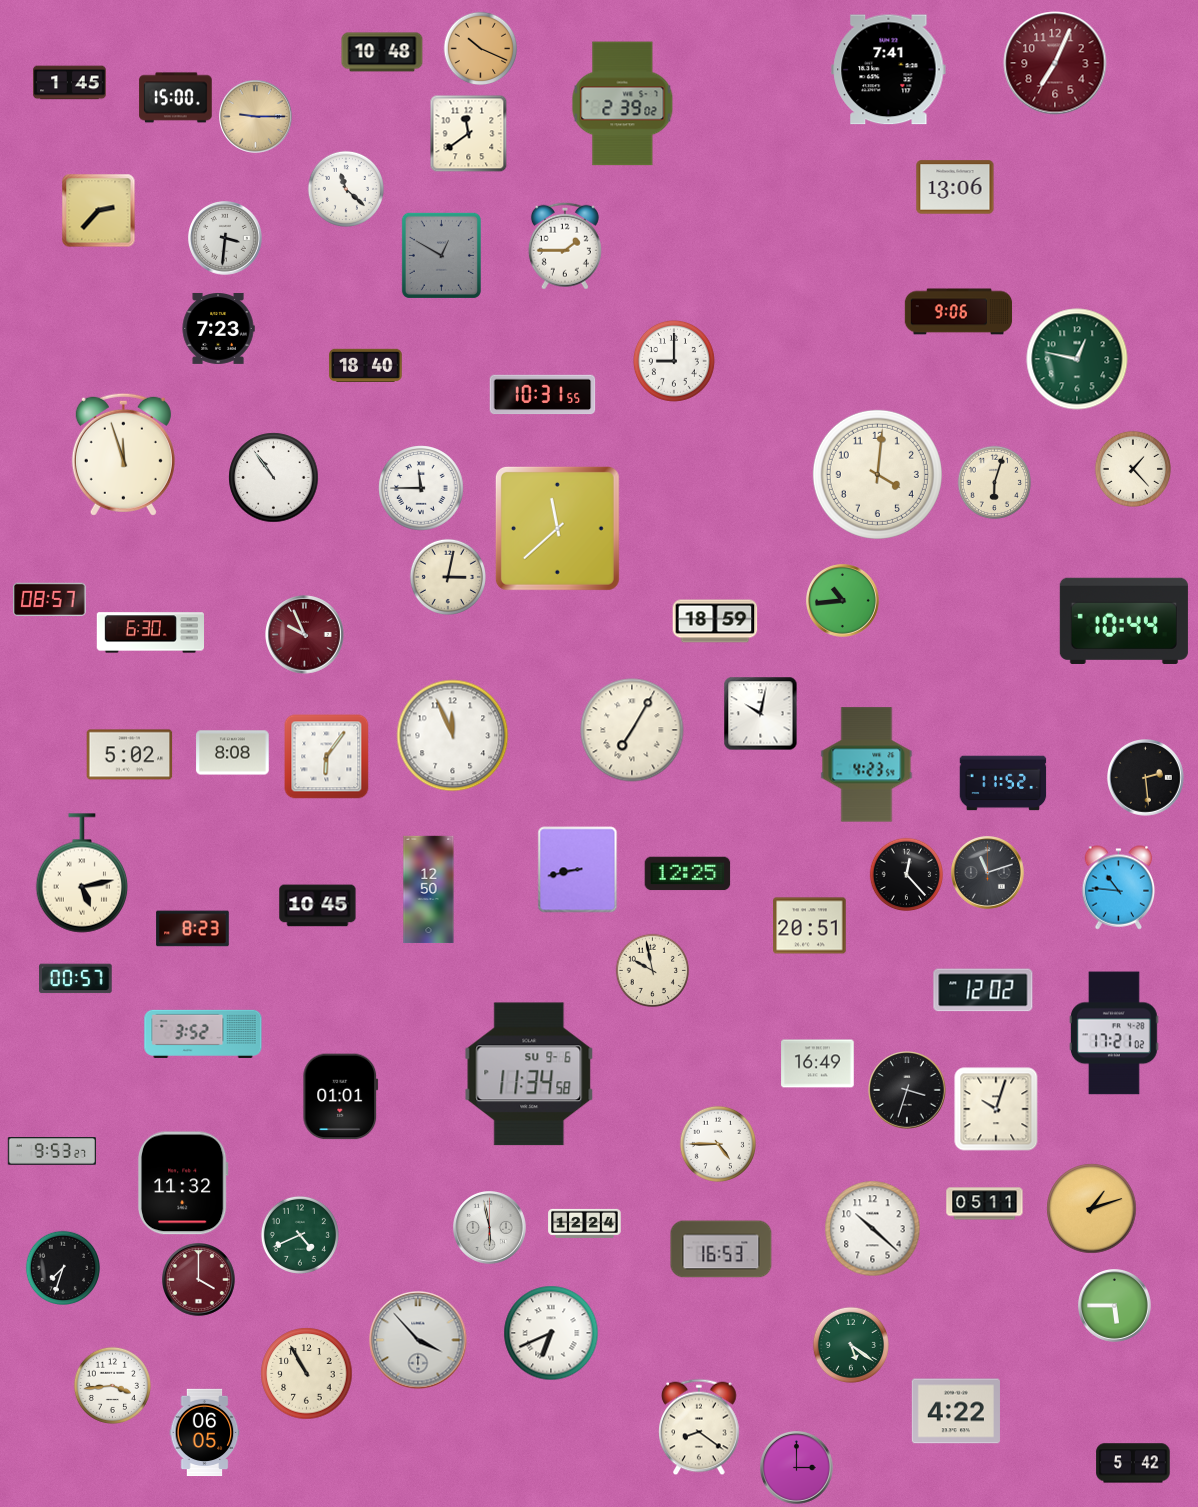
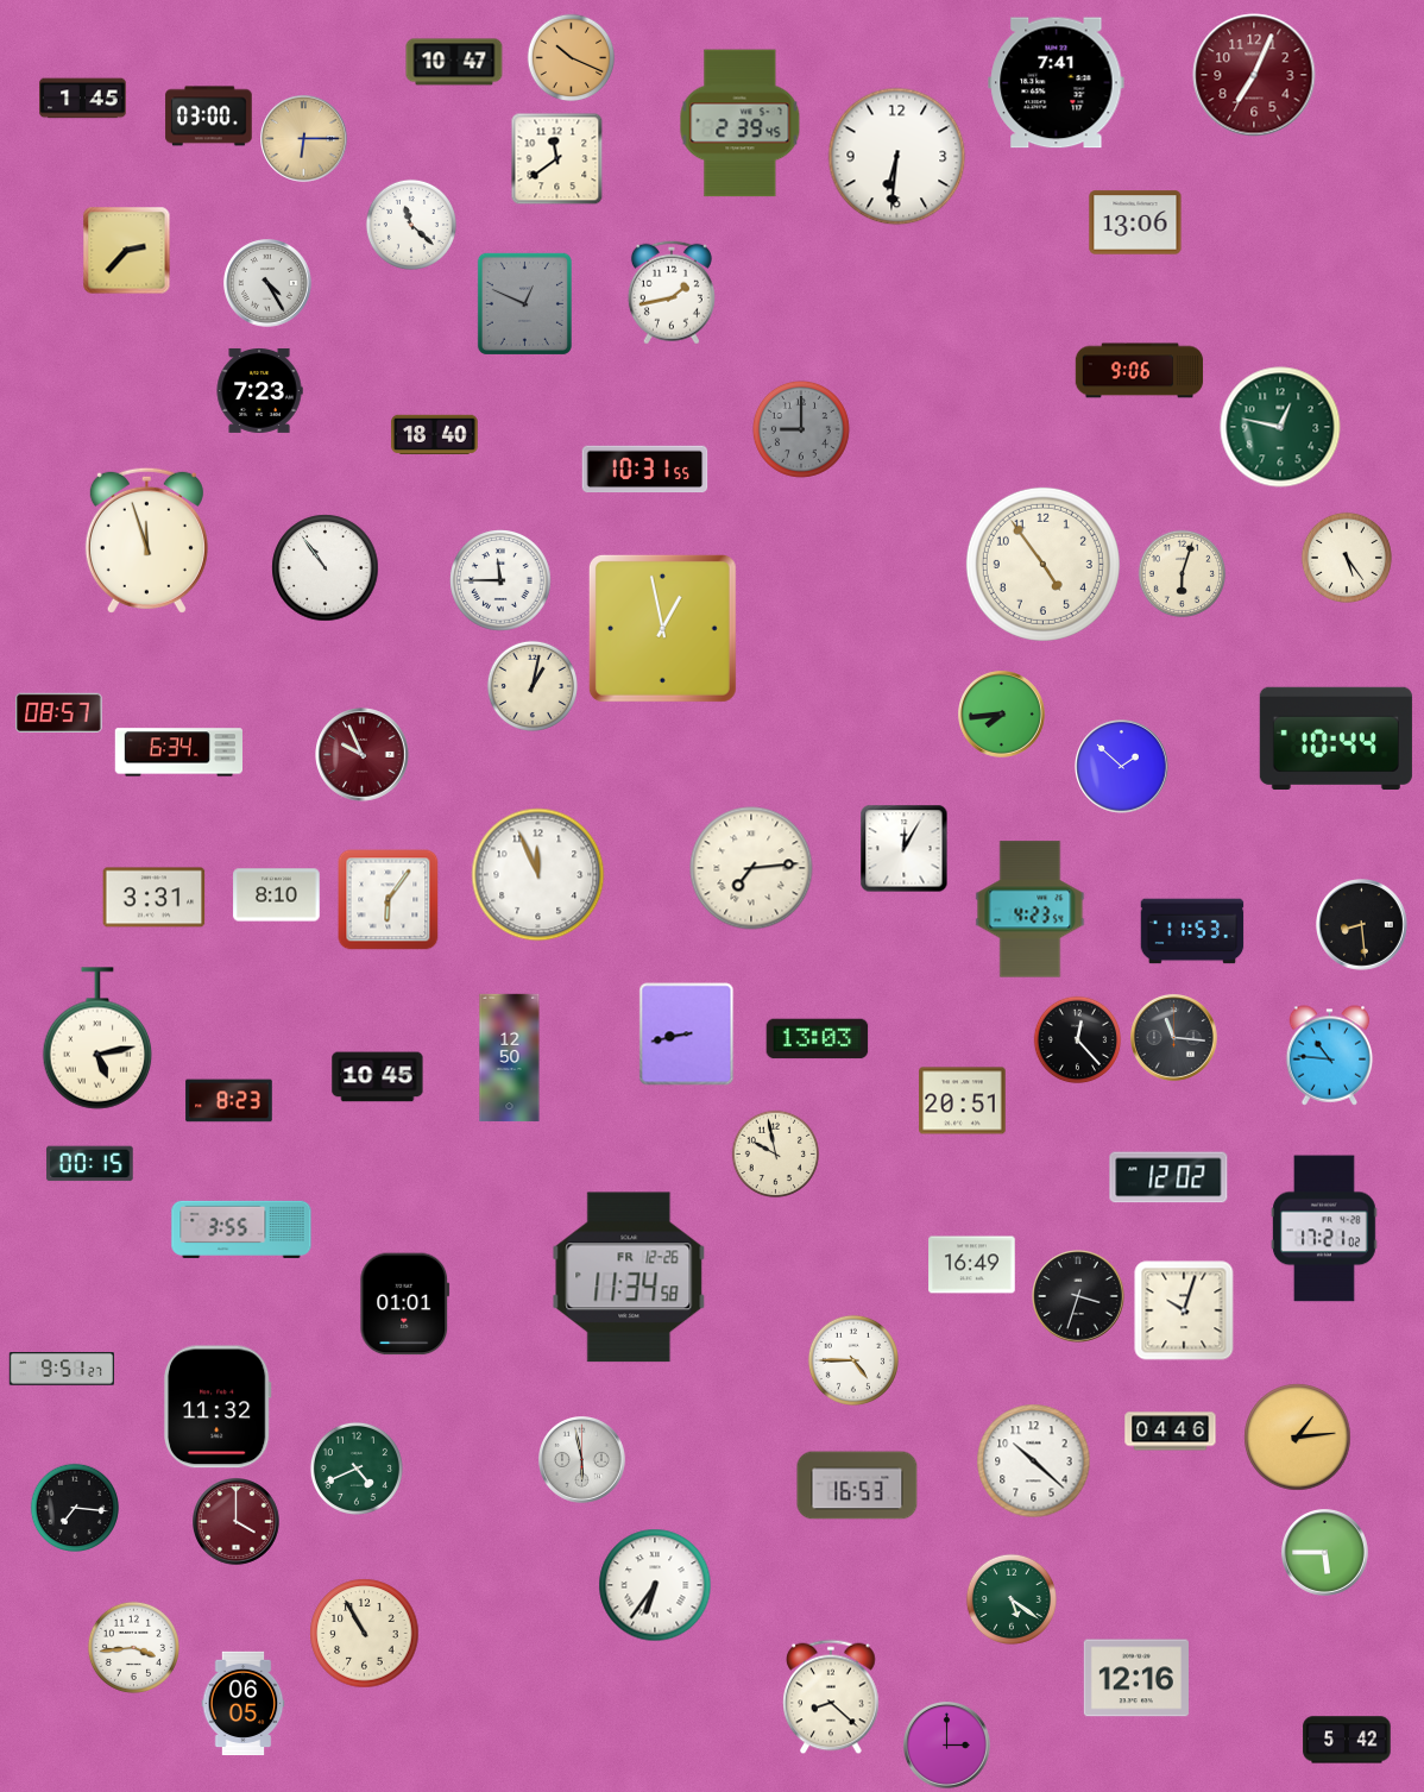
clock at (382, 52): 10:48 -> 10:47
clock at (176, 98): 15:00 -> 03:00
clock at (623, 104): 2:39:02 -> 2:39:45
clock at (256, 117): 9:15 -> 6:15
clock at (897, 157): none -> 6:31
clock at (99, 211) position: (99, 211) -> (127, 251)
clock at (226, 239): 3:31 -> 4:25
clock at (565, 246): 1:45 -> 1:43
clock at (441, 255): 12:50 -> 12:49
clock at (674, 361) dial: white -> grey
clock at (1133, 469): 1:23 -> 5:24
clock at (877, 474): 4:01 -> 4:54
clock at (557, 528): 11:38 -> 12:58
clock at (448, 577): 3:02 -> 1:02
clock at (843, 601): 10:44 -> 7:44
clock at (715, 621): 18:59 -> none
clock at (150, 633): 6:30 -> 6:34
clock at (1122, 767): none -> 1:52
clock at (761, 714): 10:02 -> 12:05
clock at (632, 730): 7:05 -> 7:14
clock at (233, 753): 8:08 -> 8:10
clock at (130, 755): 5:02 -> 3:31
clock at (1146, 778): 2:29 -> 8:29
clock at (1003, 783): 11:52 -> 11:53
clock at (988, 873): 11:12 -> 11:16
clock at (688, 874): 12:25 -> 13:03
clock at (193, 929) position: (193, 929) -> (229, 1101)
clock at (76, 979): 00:57 -> 00:15
clock at (203, 1034): 3:52 -> 3:55
clock at (529, 1074) date: SU 9-6 -> FR 12-26
clock at (996, 1109) position: (996, 1109) -> (1184, 1310)
clock at (52, 1151): 9:53 -> 9:51
clock at (985, 1204): 05:11 -> 04:46
clock at (1092, 1209): 1:12 -> 1:14
clock at (585, 1223): 12:24 -> none
clock at (873, 1229) position: (873, 1229) -> (1034, 1461)
clock at (62, 1267): 7:33 -> 7:16
clock at (551, 1333): 6:41 -> 6:36
clock at (418, 1340): 3:53 -> none
clock at (956, 1411): 4:22 -> 12:16
clock at (699, 1427): 8:21 -> 8:22
